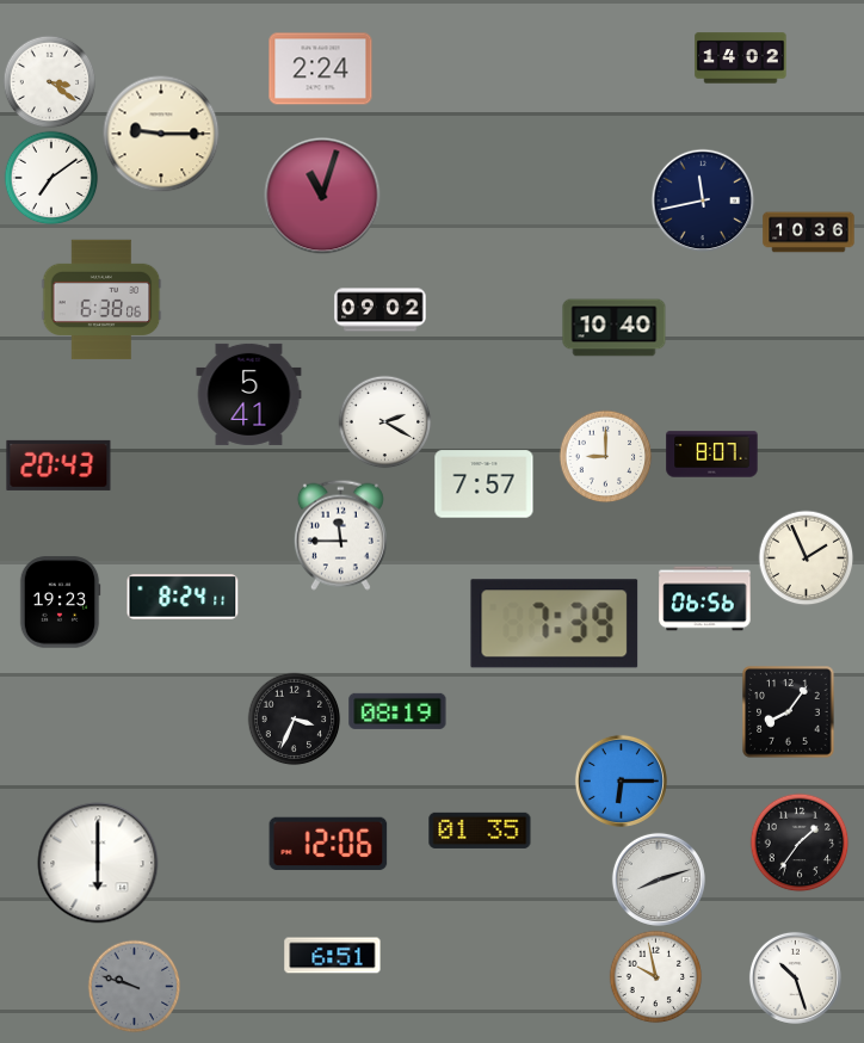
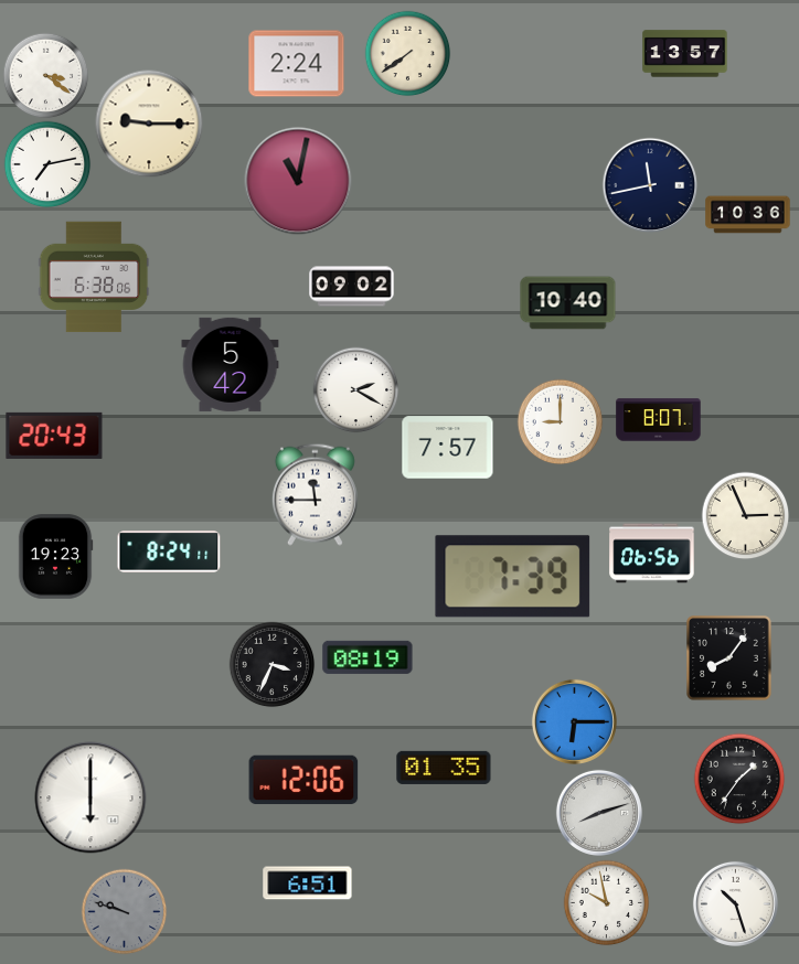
clock at (407, 53): none -> 7:39
clock at (741, 58): 14:02 -> 13:57
clock at (51, 178): 7:09 -> 7:13
clock at (322, 196): 11:03 -> 11:02
clock at (249, 394): 5:41 -> 5:42
clock at (58, 465) position: (58, 465) -> (54, 436)
clock at (806, 557): 1:56 -> 2:56
clock at (659, 880) position: (659, 880) -> (599, 813)
